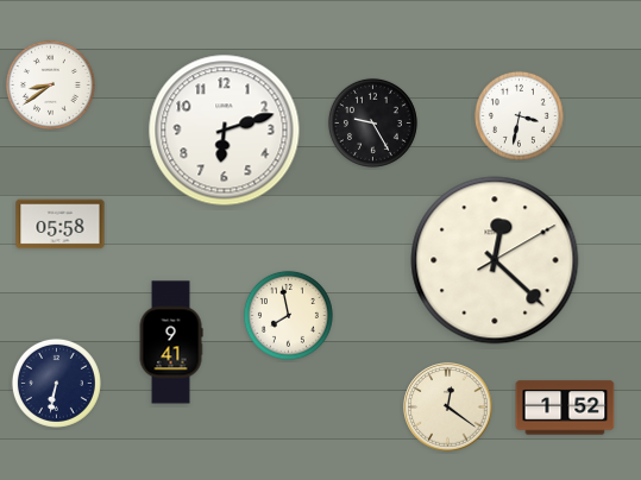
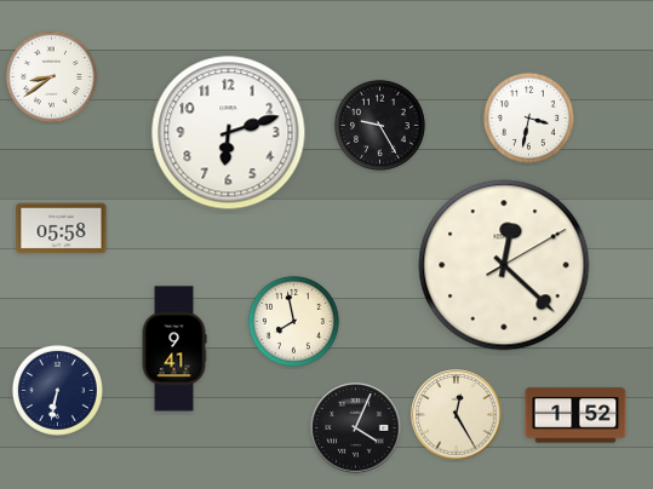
clock at (50, 84) position: (50, 84) -> (51, 76)
clock at (448, 408): 12:21 -> 12:25
clock at (356, 428): none -> 4:04
